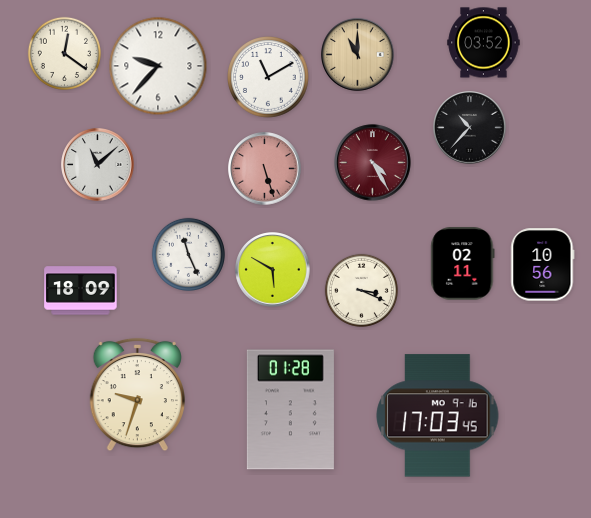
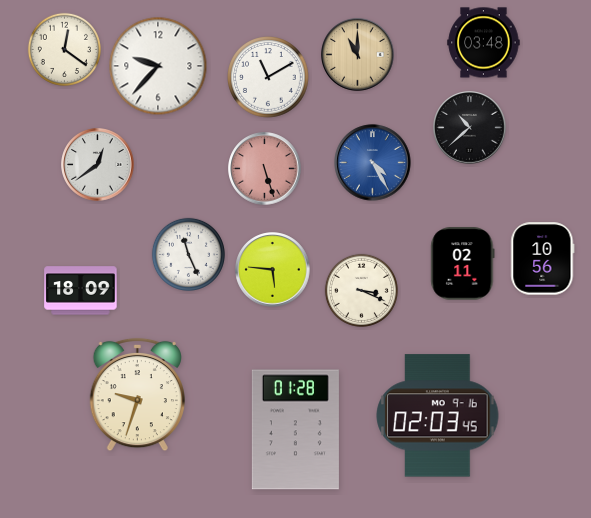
clock at (484, 43): 03:52 -> 03:48
clock at (64, 53) position: (64, 53) -> (64, 49)
clock at (470, 128): 10:37 -> 10:38
clock at (373, 163) dial: burgundy -> blue
clock at (98, 165): 11:08 -> 12:39
clock at (543, 265) position: (543, 265) -> (543, 259)
clock at (273, 270): 5:50 -> 5:46
clock at (290, 410) position: (290, 410) -> (295, 430)
clock at (438, 416): 17:03 -> 02:03
